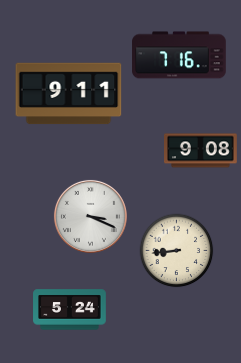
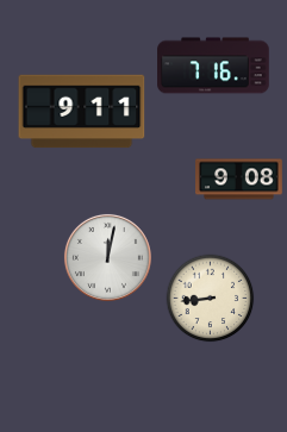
clock at (90, 216): 3:19 -> 12:02
clock at (70, 310): 5:24 -> none
